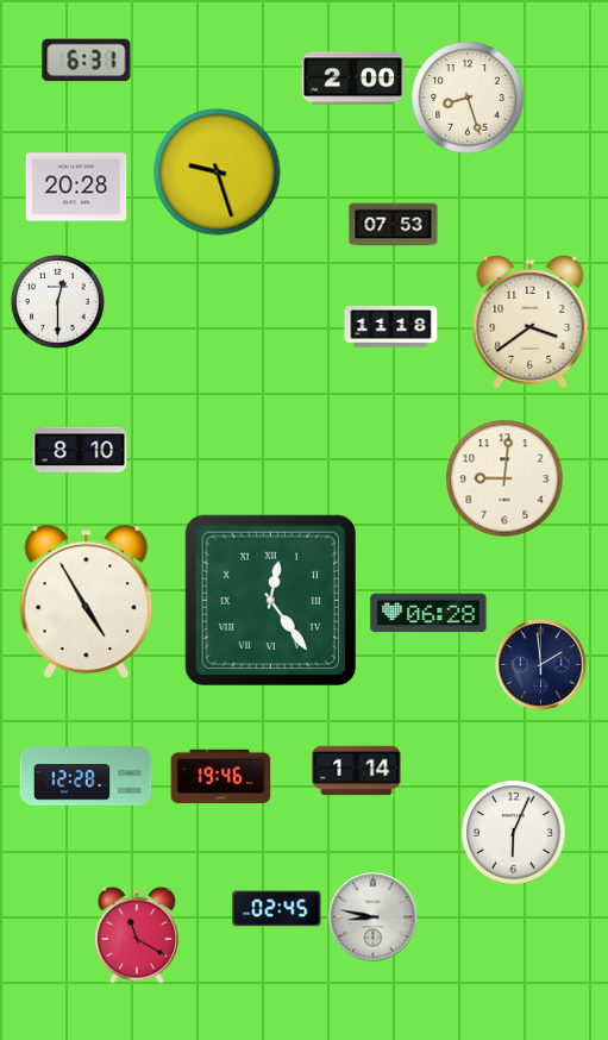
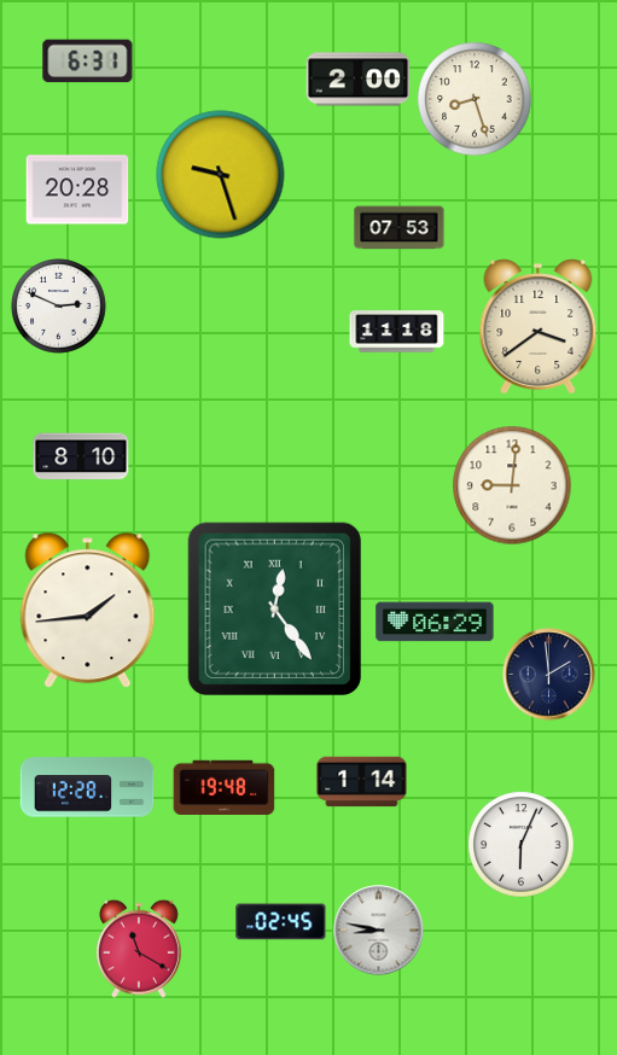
clock at (58, 302): 12:30 -> 2:49
clock at (87, 602): 4:55 -> 1:44
clock at (428, 613): 06:28 -> 06:29
clock at (221, 776): 19:46 -> 19:48
